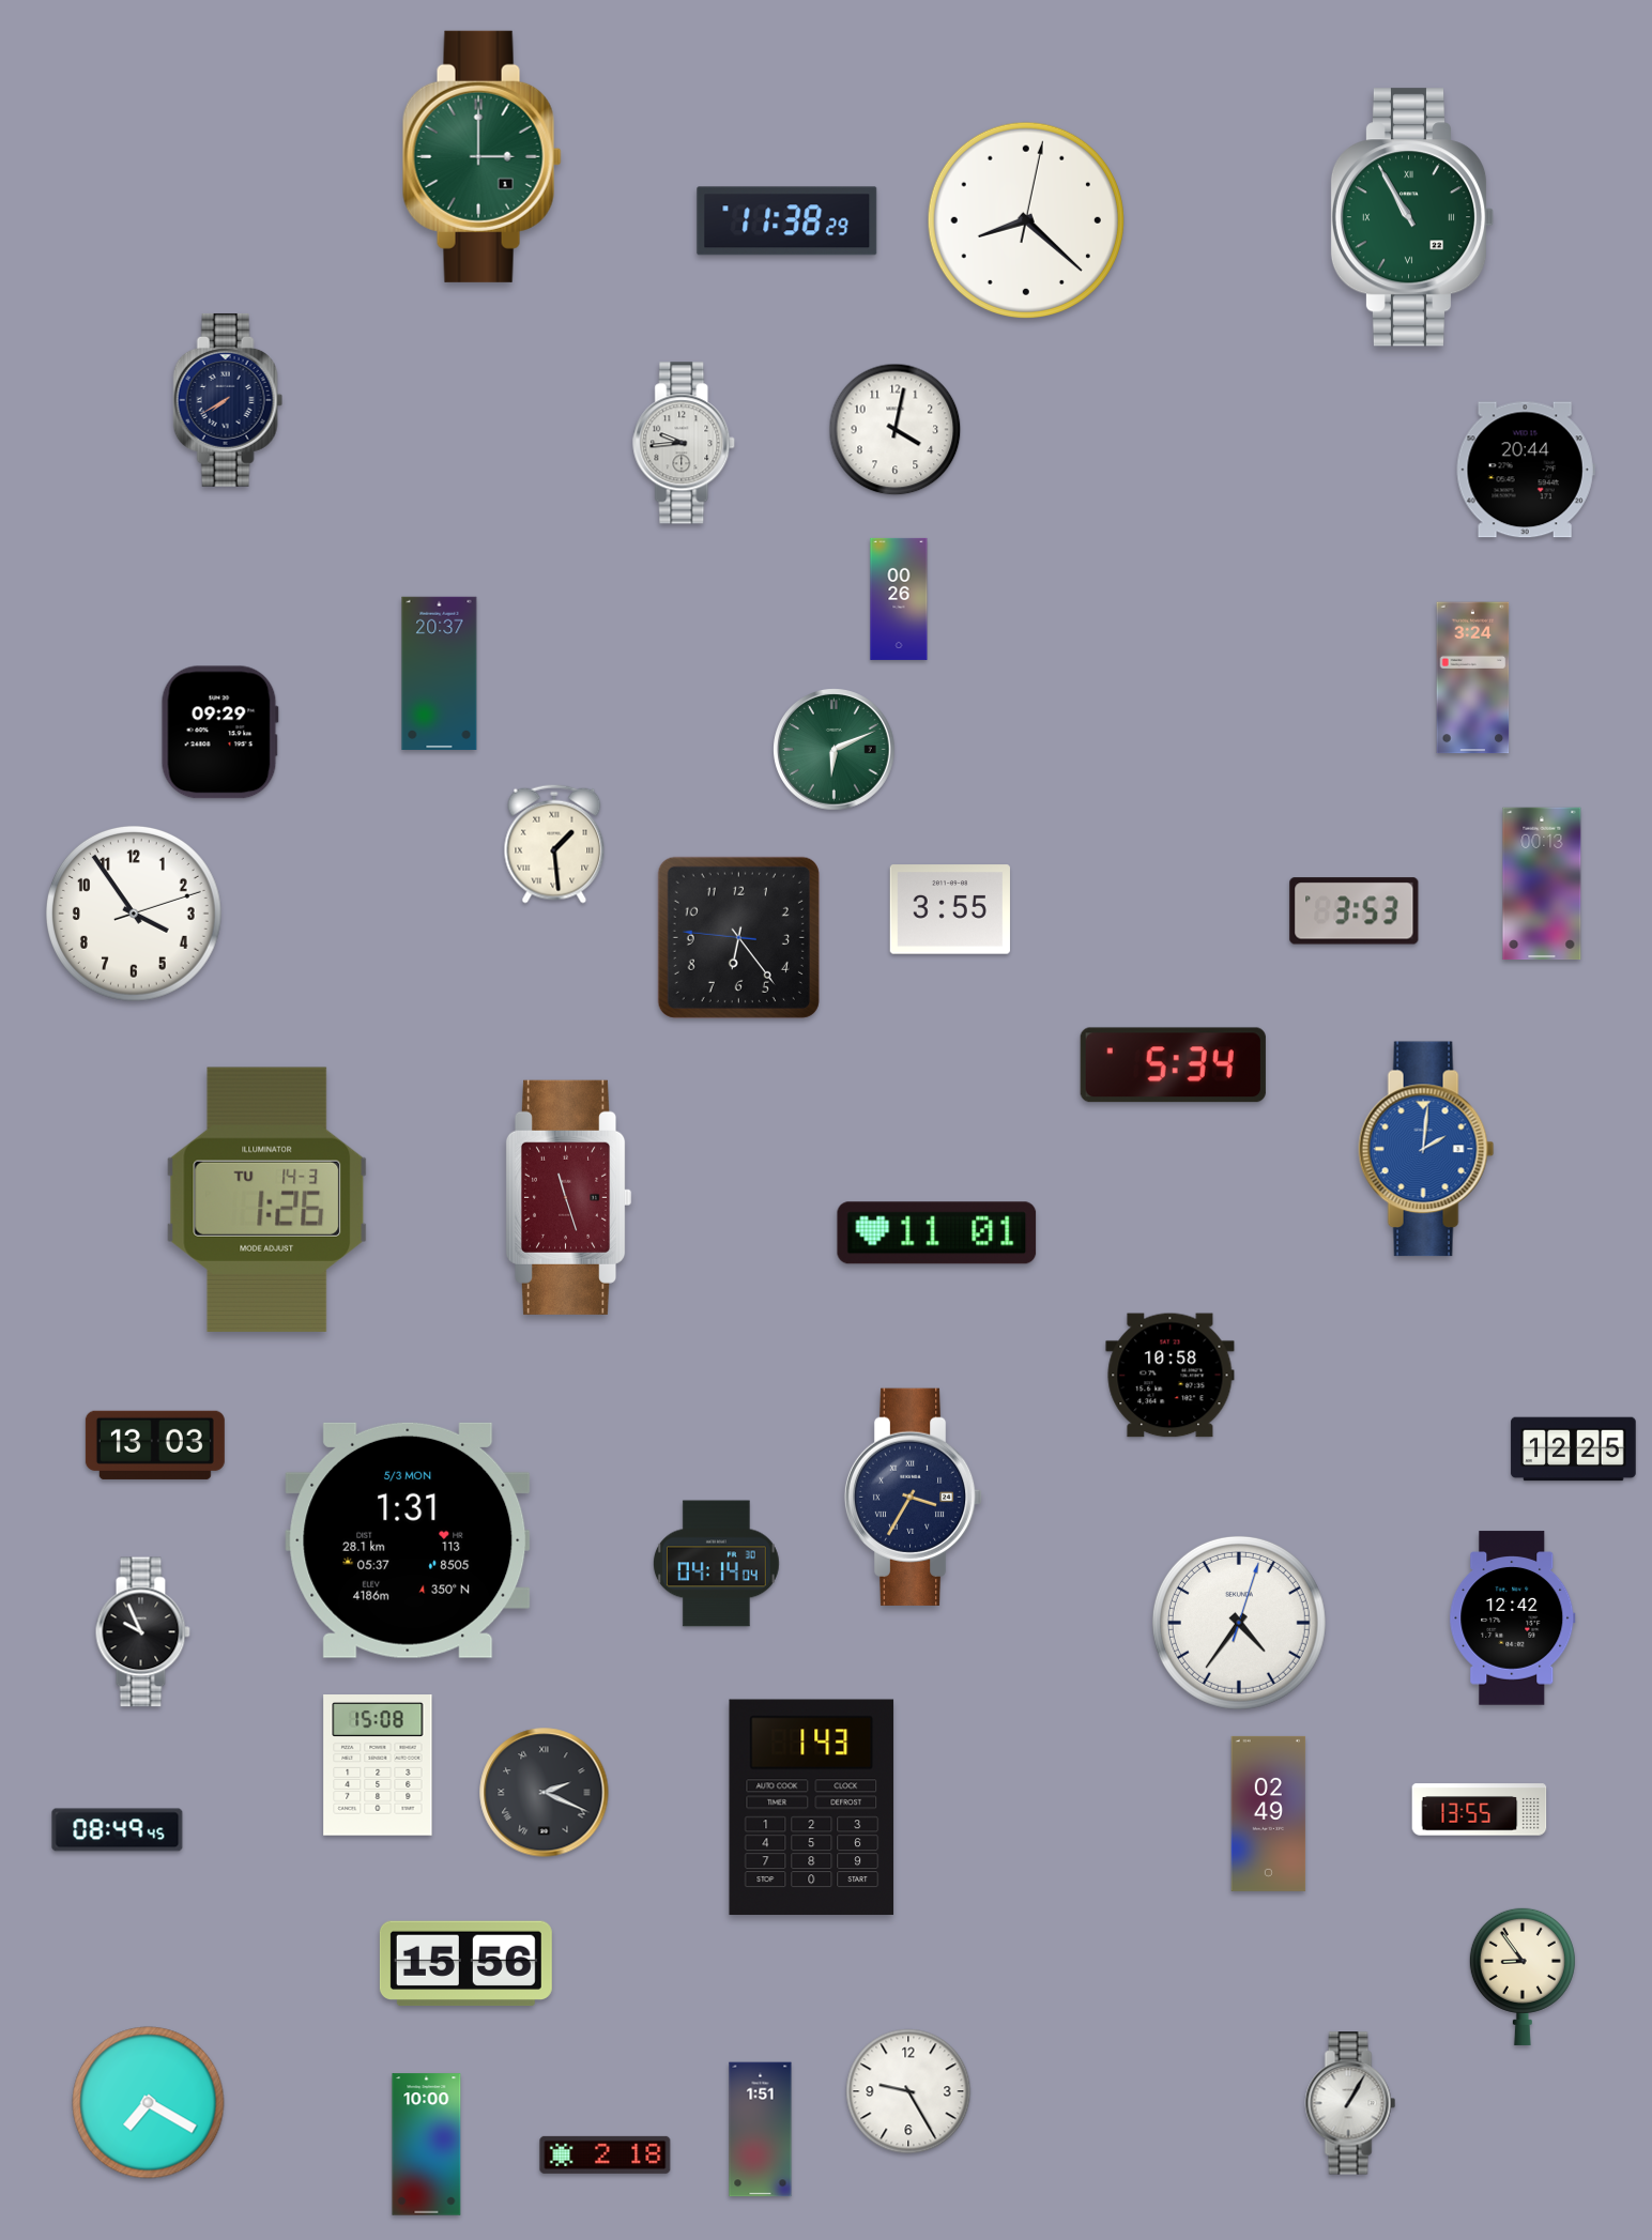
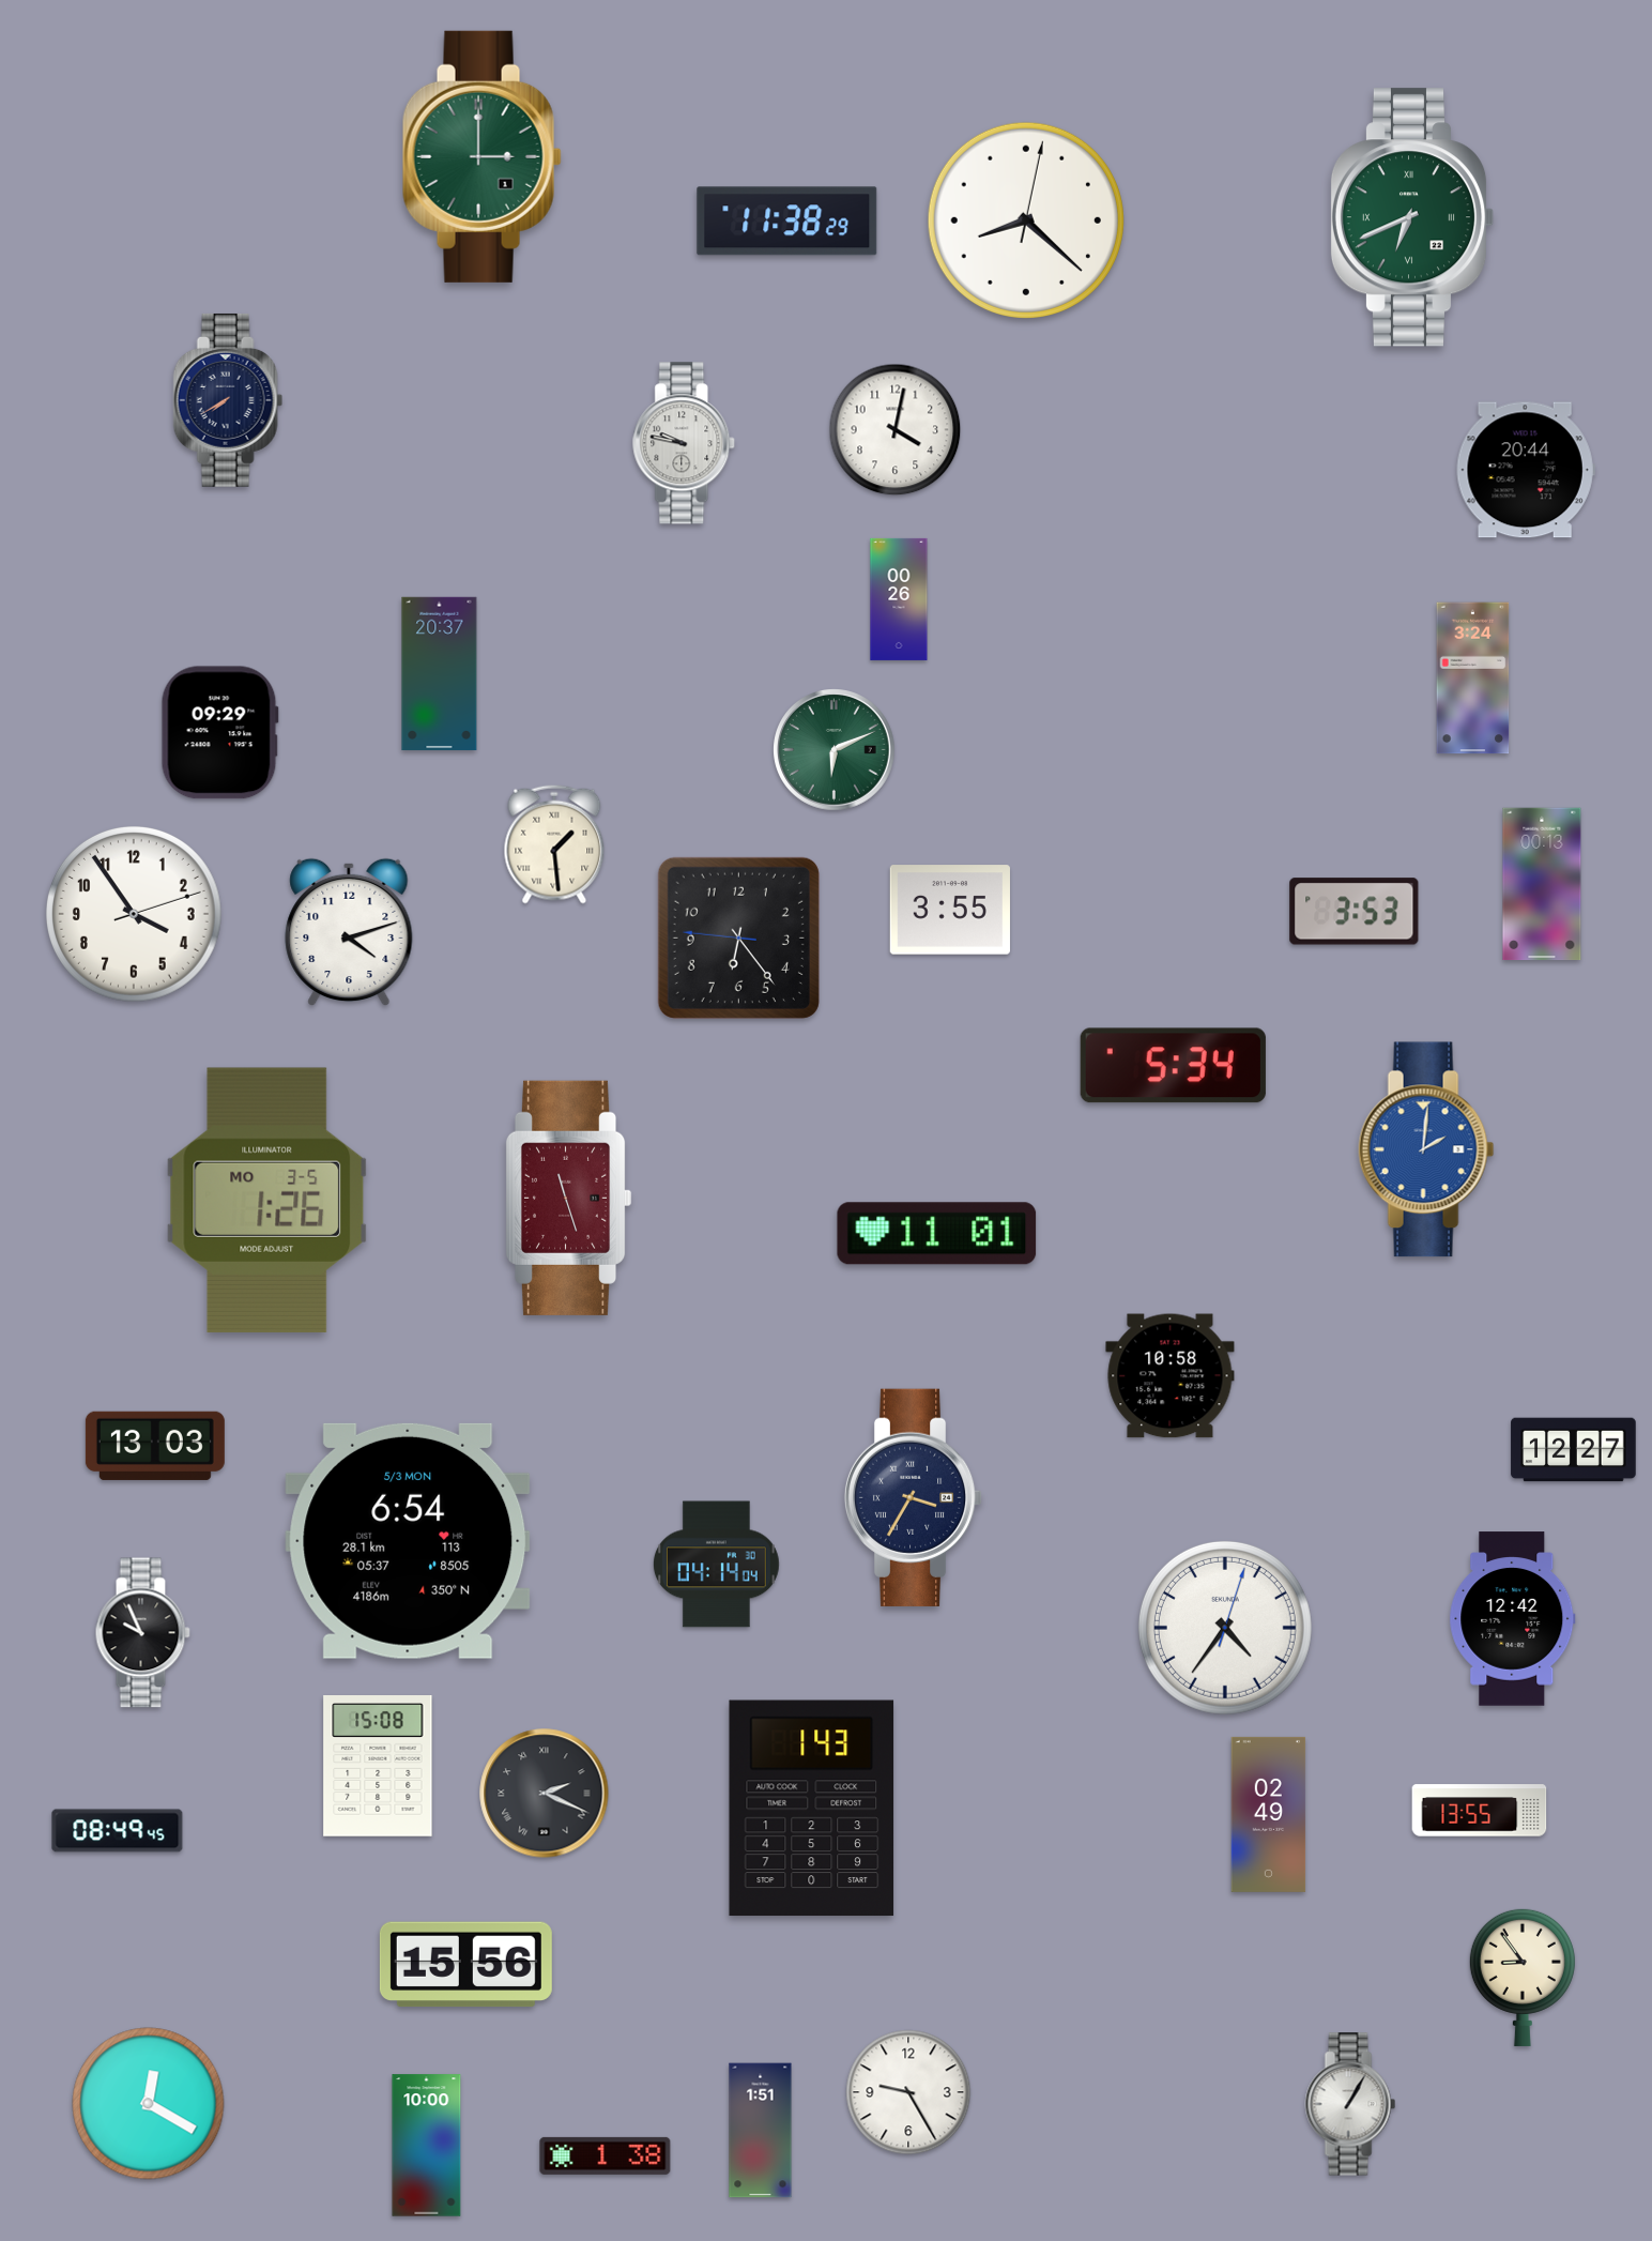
clock at (1412, 217): 10:55 -> 6:41
clock at (685, 443): 9:44 -> 9:47
clock at (349, 932): none -> 4:12
clock at (267, 1199) date: TU 14-3 -> MO 3-5
clock at (1574, 1449): 12:25 -> 12:27
clock at (408, 1540): 1:31 -> 6:54
clock at (1239, 1623) position: (1239, 1623) -> (1225, 1628)
clock at (149, 2103): 7:20 -> 12:20
clock at (606, 2154): 2:18 -> 1:38
